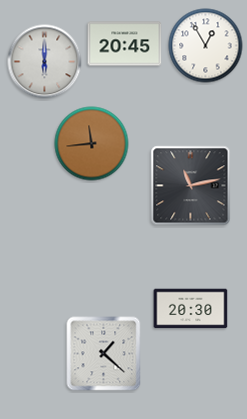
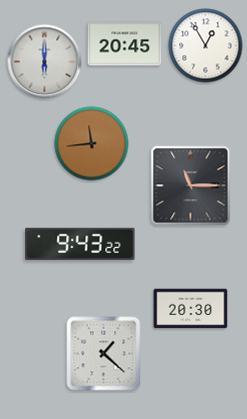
clock at (191, 186): 11:13 -> 11:15
clock at (80, 244): none -> 9:43
